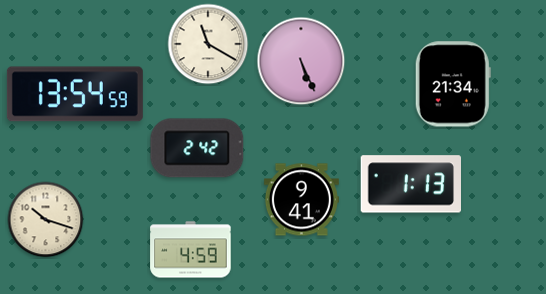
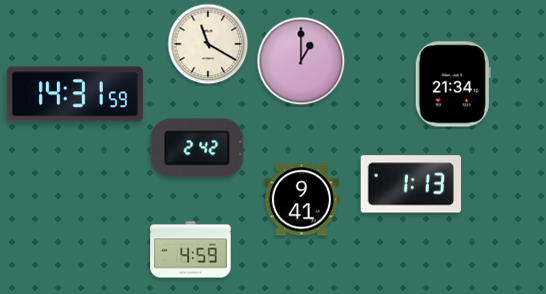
clock at (301, 61): 5:26 -> 1:00
clock at (75, 94): 13:54 -> 14:31
clock at (46, 220): 10:18 -> none
